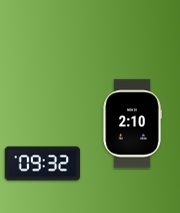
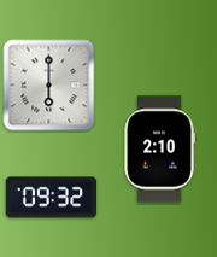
clock at (49, 86): none -> 6:00
